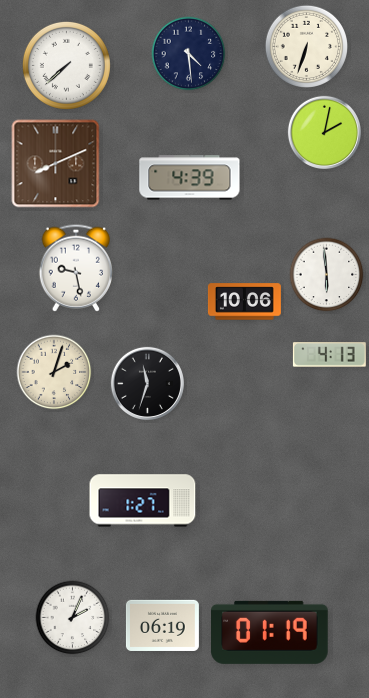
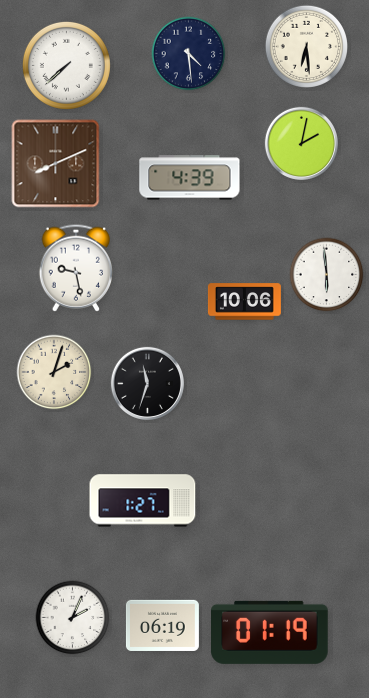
clock at (306, 46): 6:33 -> 6:29
clock at (324, 132) position: (324, 132) -> (301, 143)
clock at (329, 355): 4:13 -> none
